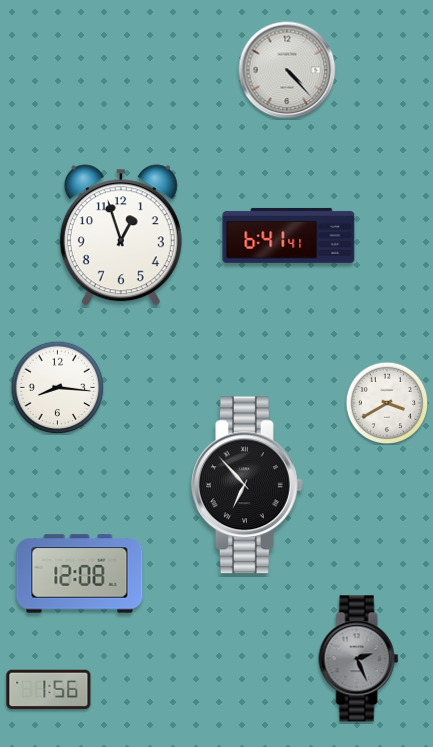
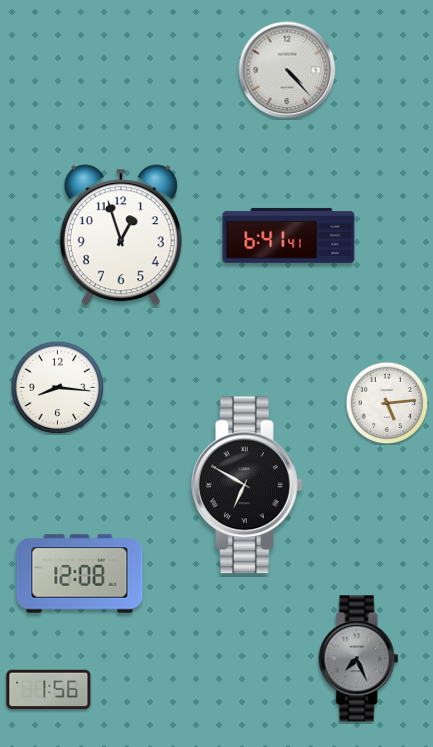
clock at (387, 403): 3:40 -> 5:14
clock at (248, 485): 6:53 -> 6:50
clock at (359, 659): 2:26 -> 7:26
